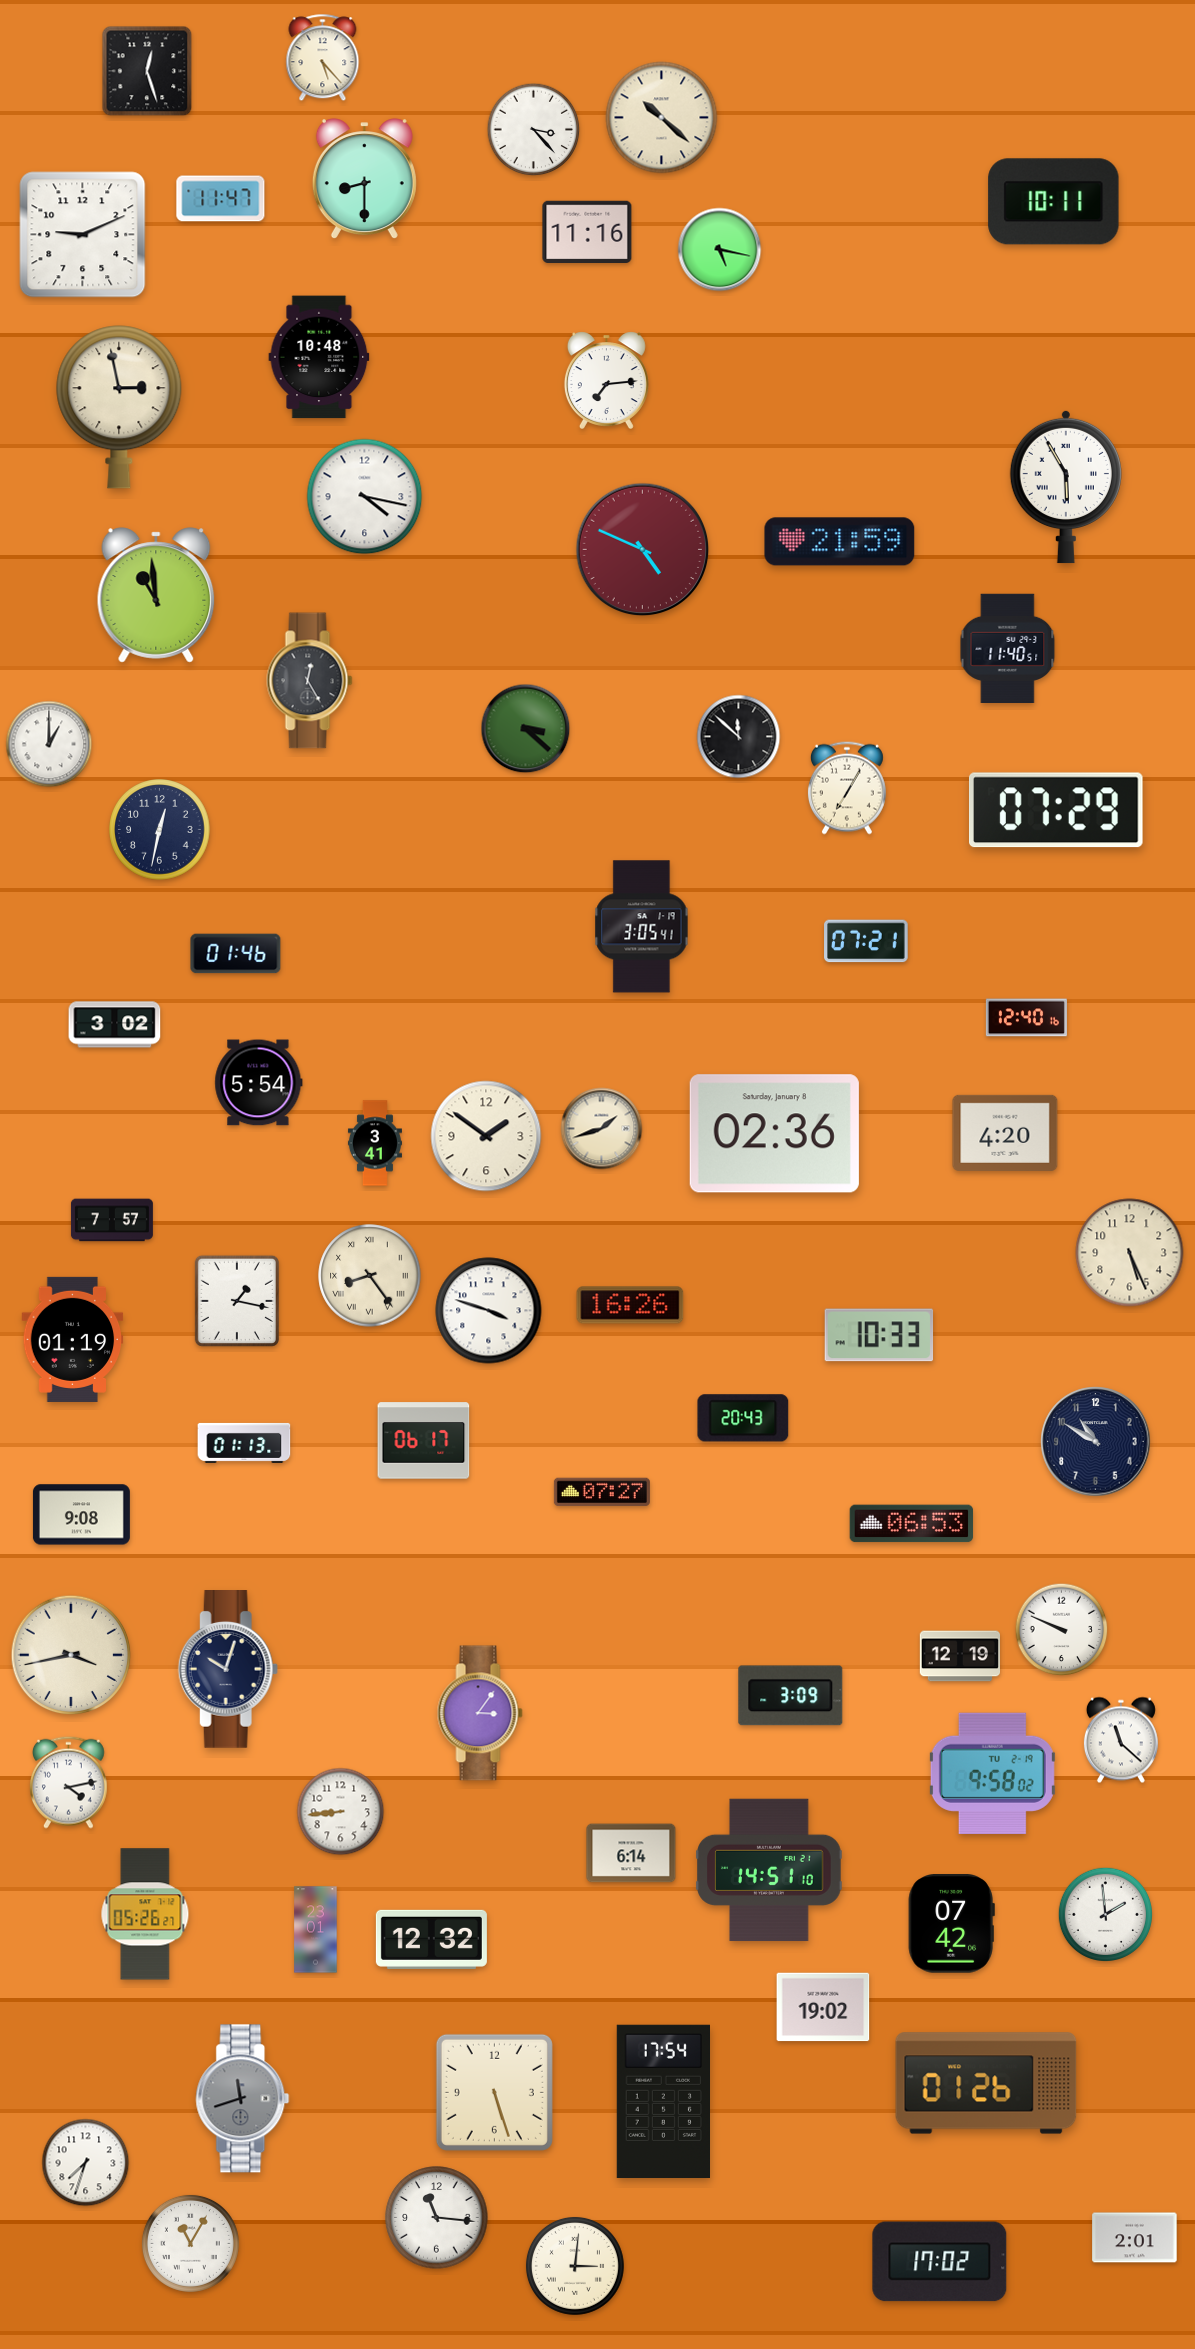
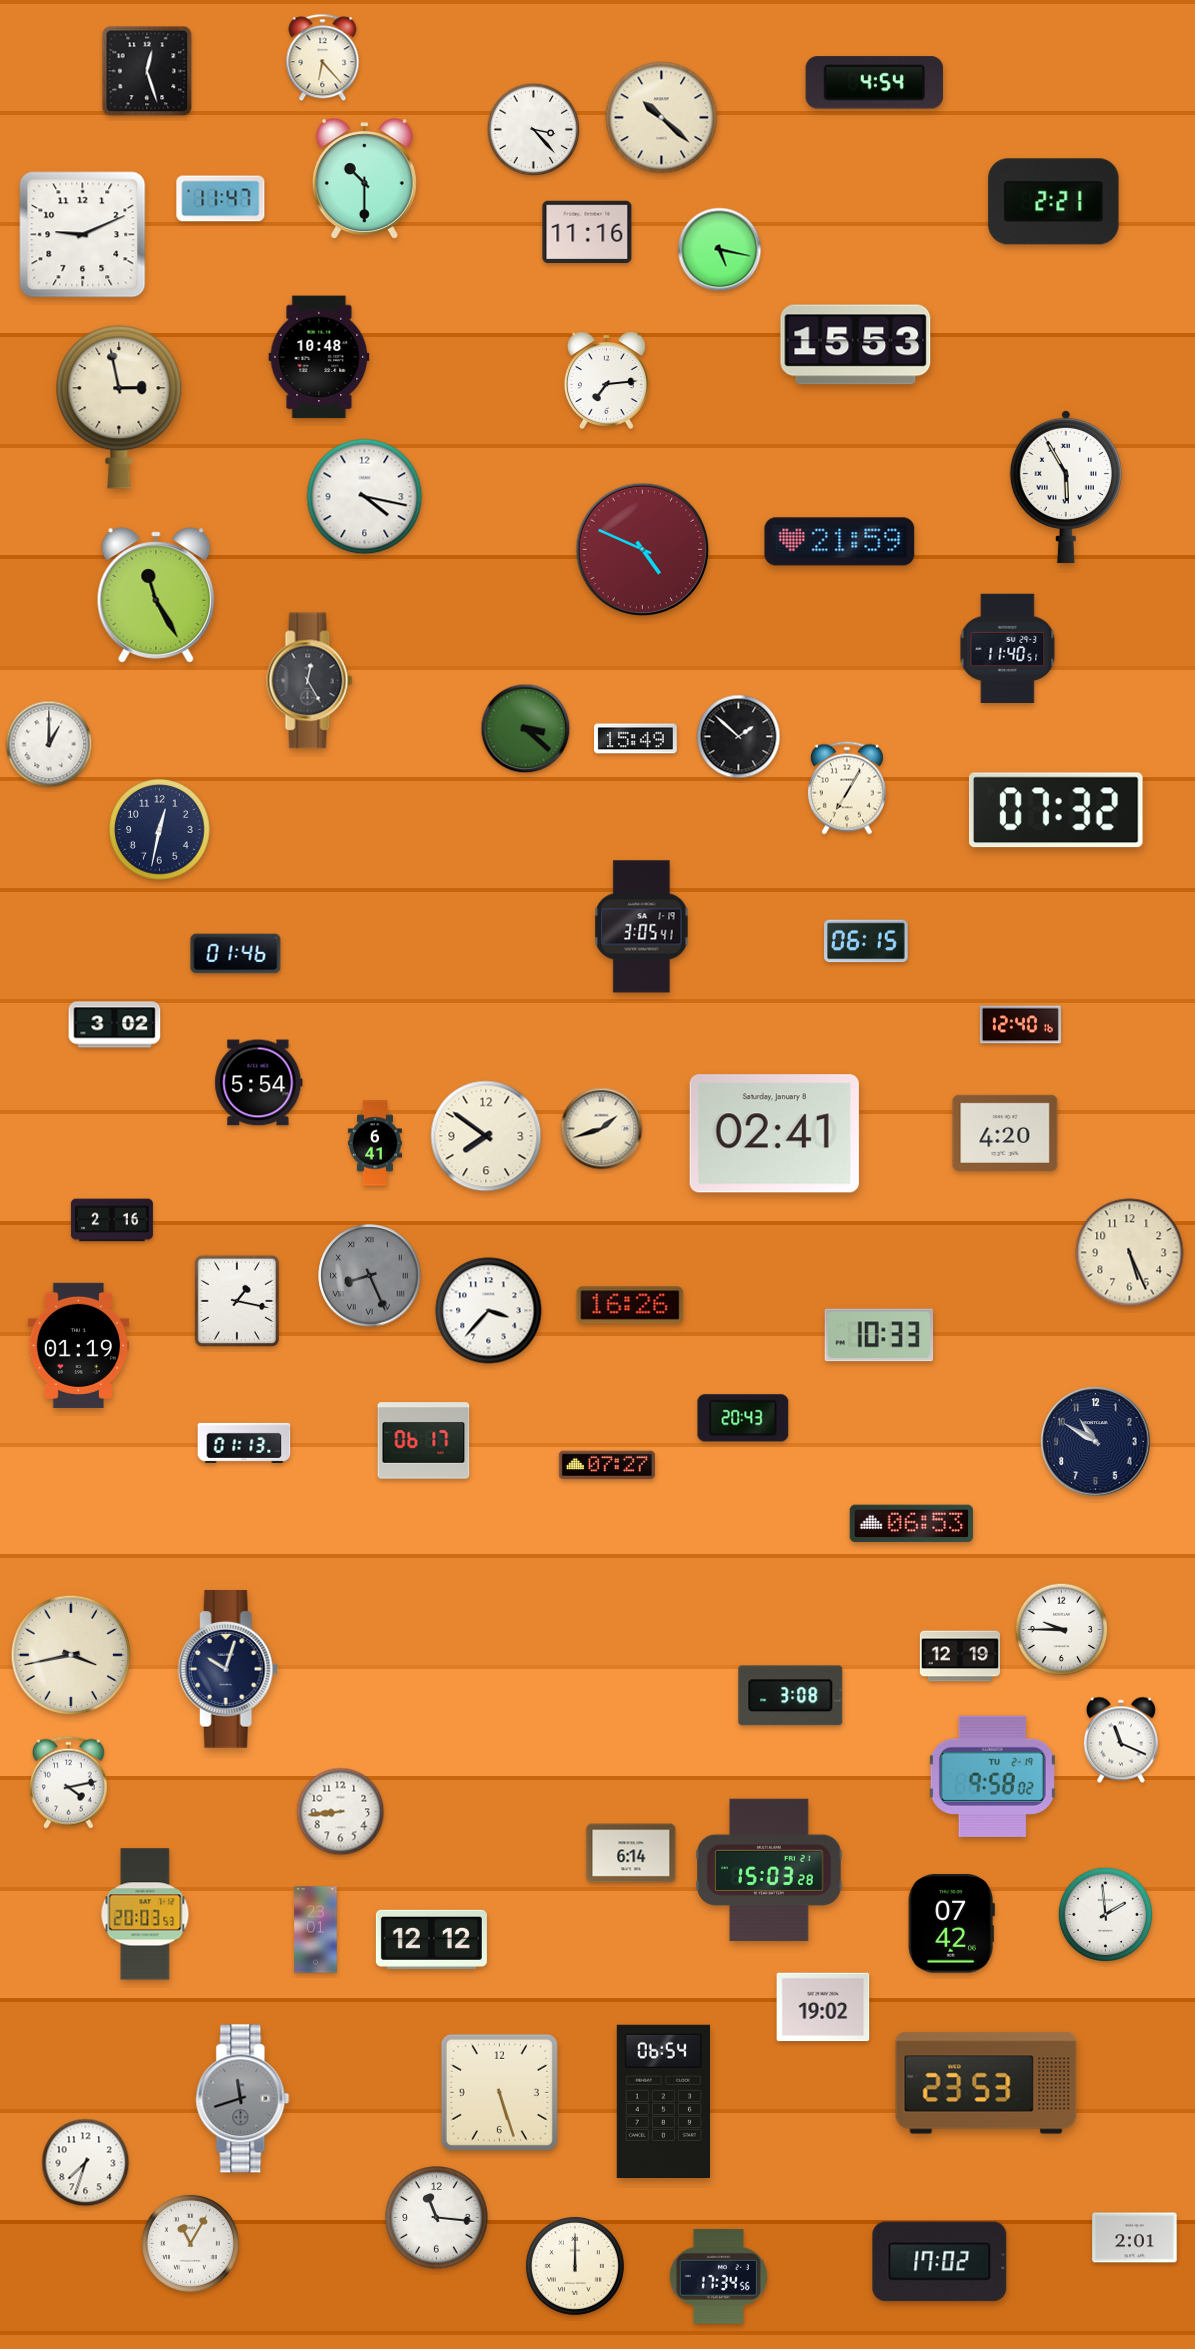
clock at (323, 58): 5:23 -> 6:23
clock at (875, 83): none -> 4:54
clock at (364, 179): 8:30 -> 10:30
clock at (1054, 202): 10:11 -> 2:21
clock at (856, 345): none -> 15:53
clock at (156, 595): 10:59 -> 11:25
clock at (739, 737): 11:52 -> 1:52
clock at (636, 739): none -> 15:49
clock at (1057, 810): 07:29 -> 07:32
clock at (866, 941): 07:21 -> 06:15
clock at (1026, 1018) position: (1026, 1018) -> (1020, 1025)
clock at (774, 1134): 02:36 -> 02:41
clock at (486, 1136): 1:51 -> 7:51
clock at (375, 1143): 3:41 -> 6:41
clock at (112, 1220): 7:57 -> 2:16
clock at (370, 1276): 8:24 -> 8:26
clock at (370, 1276) dial: cream -> grey
clock at (489, 1311): 3:48 -> 3:37
clock at (73, 1339) position: (73, 1339) -> (79, 1345)
clock at (602, 1492) position: (602, 1492) -> (607, 1465)
clock at (81, 1515): 9:08 -> none
clock at (1062, 1630): 9:49 -> 9:45
clock at (791, 1696): 3:09 -> 3:08
clock at (480, 1713): 3:06 -> none
clock at (1121, 1740): 11:22 -> 11:19
clock at (992, 1773) position: (992, 1773) -> (992, 1776)
clock at (769, 1870): 14:51 -> 15:03
clock at (145, 1914): 05:26 -> 20:03
clock at (431, 1939): 12:32 -> 12:12
clock at (986, 2083): 01:26 -> 23:53
clock at (494, 2092) position: (494, 2092) -> (499, 2092)
clock at (663, 2102): 17:54 -> 06:54
clock at (575, 2266): 3:01 -> 12:00
clock at (718, 2276): none -> 17:34
